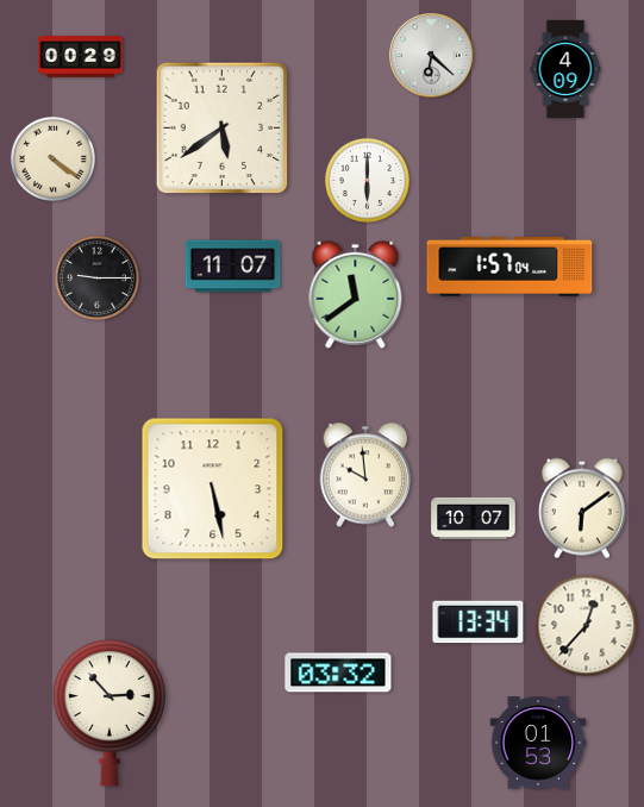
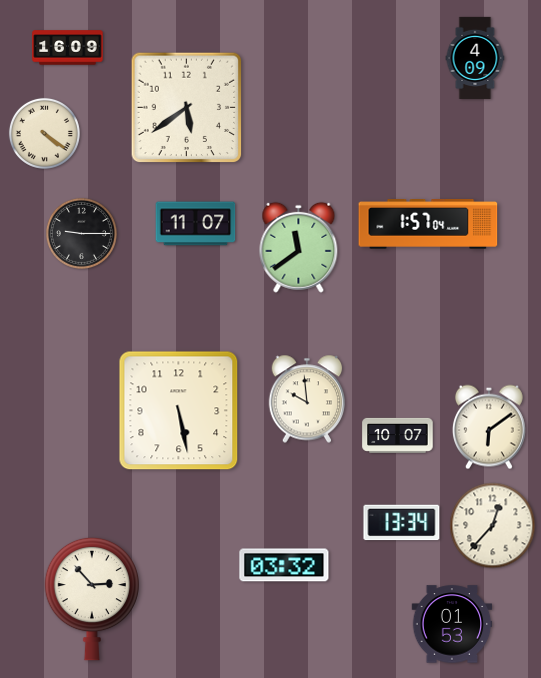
clock at (432, 56): 6:22 -> none
clock at (81, 57): 00:29 -> 16:09
clock at (367, 180): 6:00 -> none
